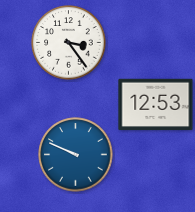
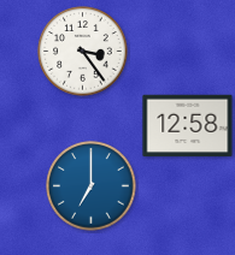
clock at (156, 105): 12:53 -> 12:58
clock at (76, 155): 9:49 -> 7:00
